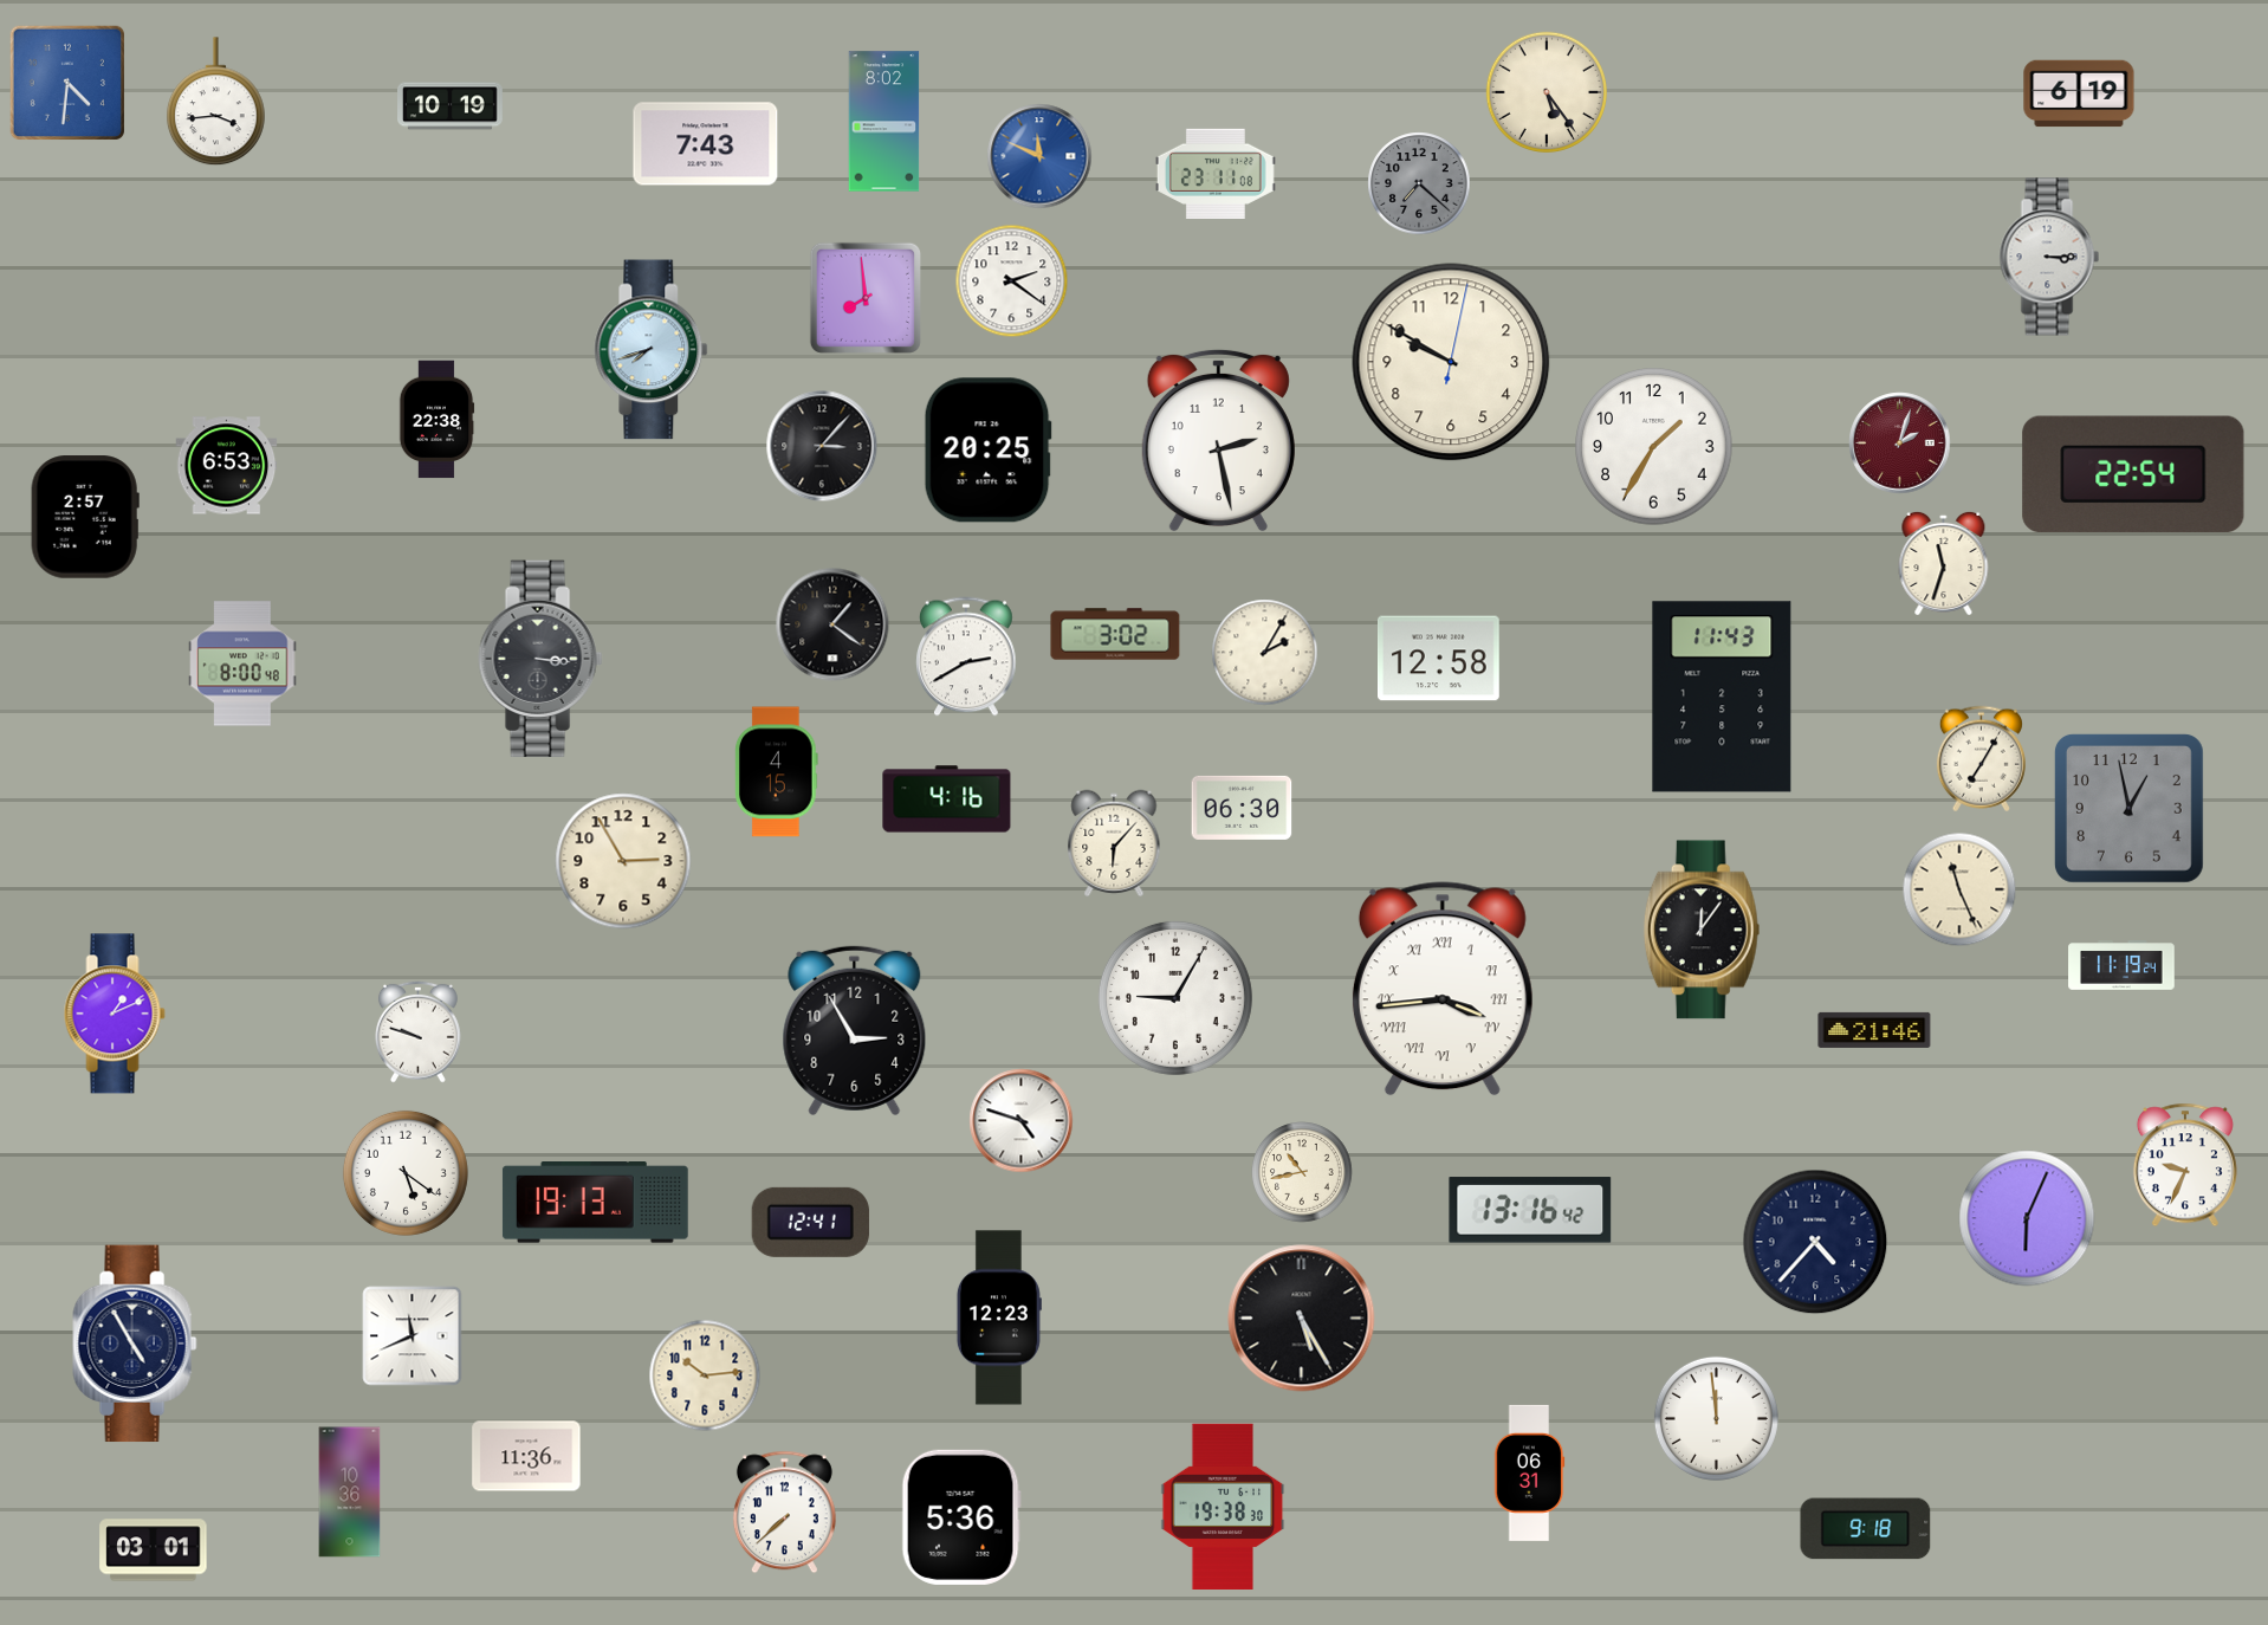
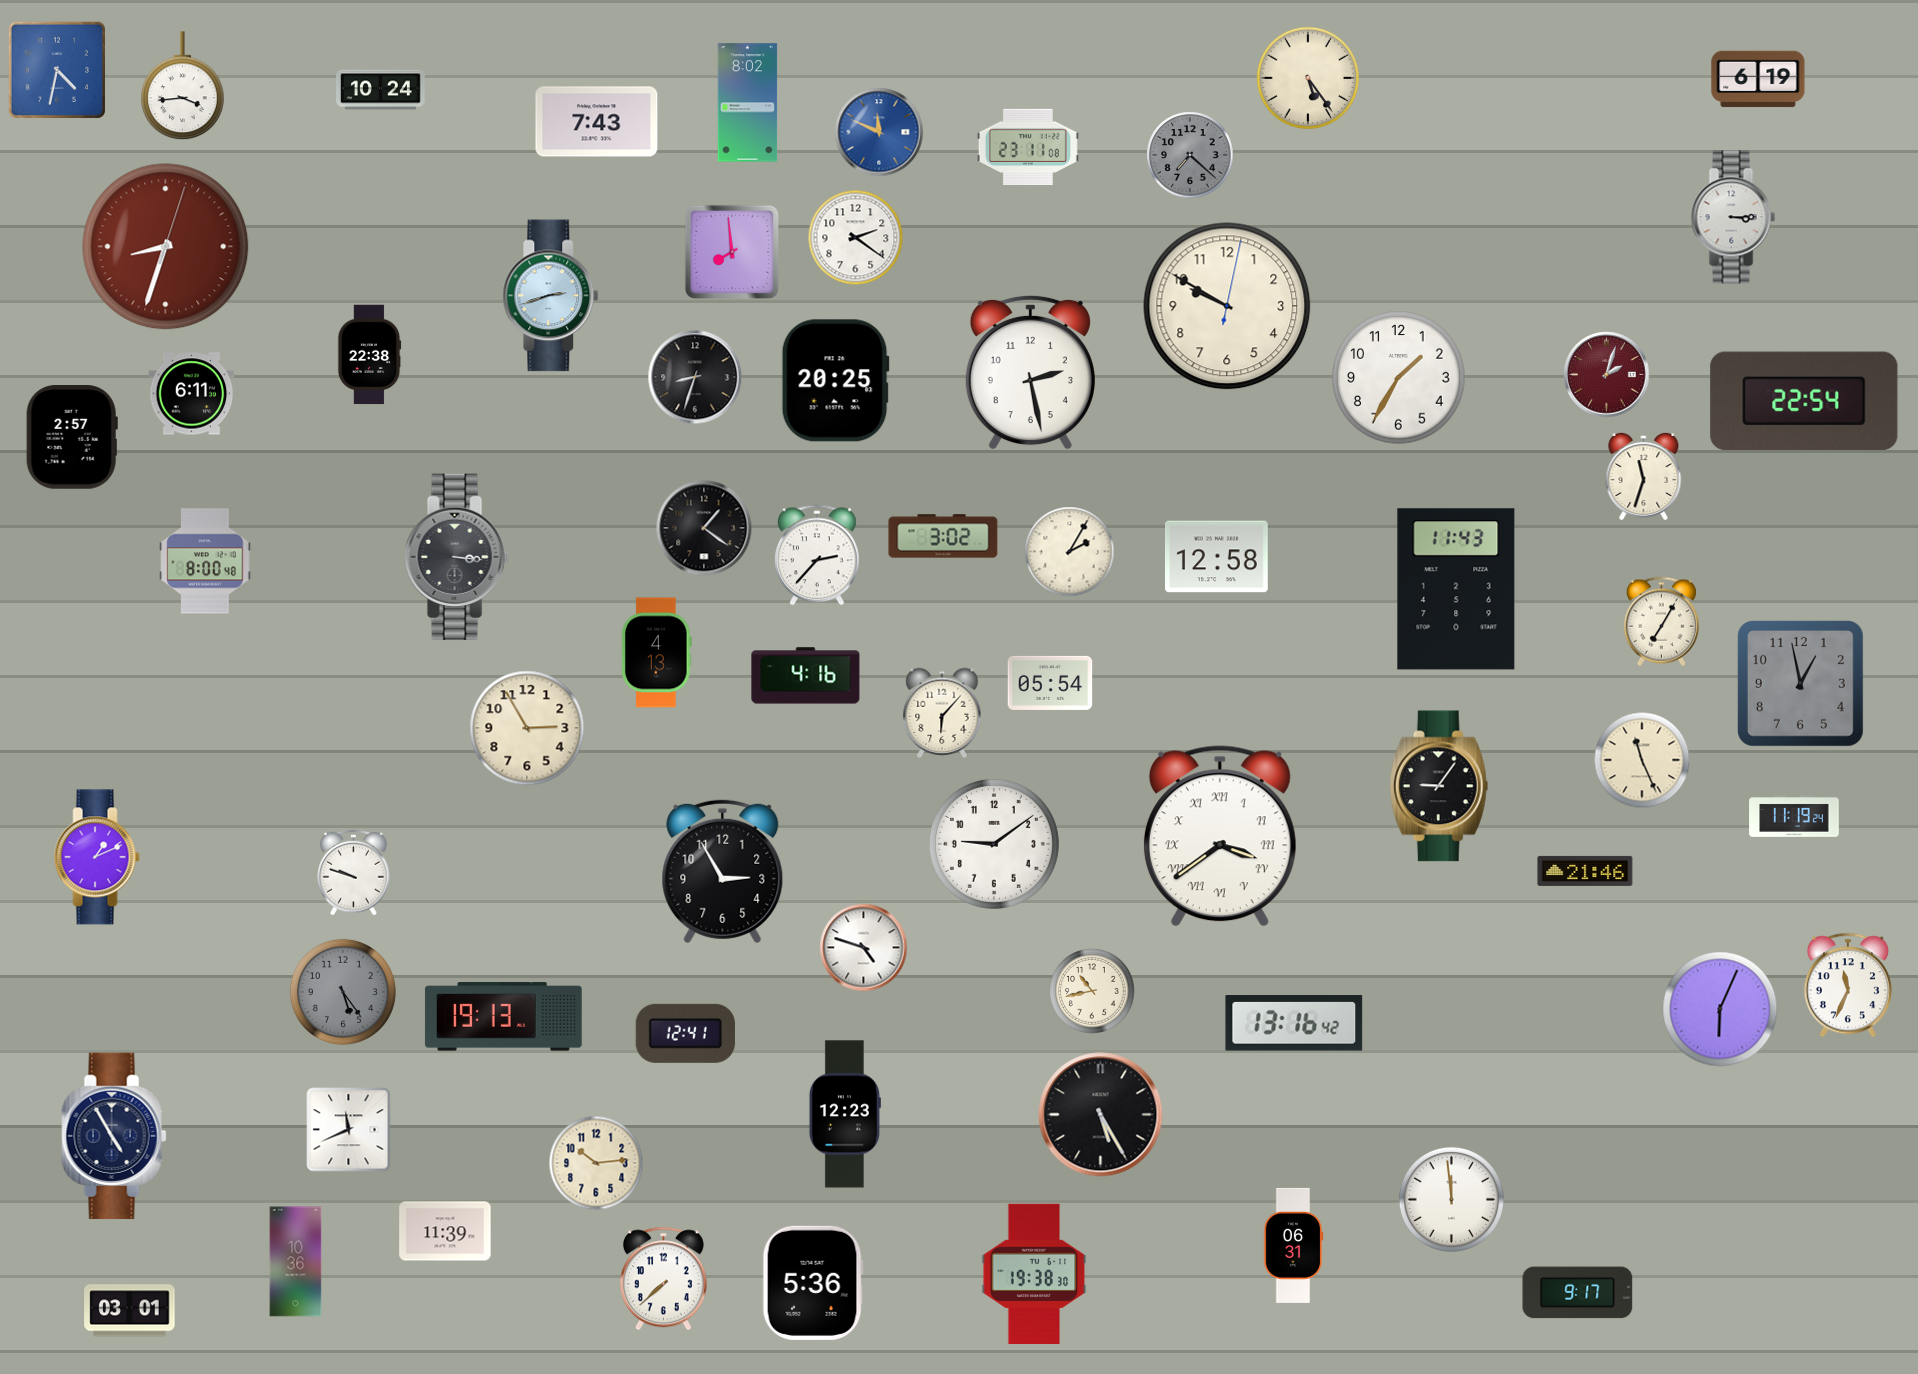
clock at (66, 82): 4:31 -> 4:32
clock at (451, 106): 10:19 -> 10:24
clock at (1419, 183) position: (1419, 183) -> (1190, 155)
clock at (166, 247): none -> 8:33
clock at (652, 350): 7:42 -> 2:42
clock at (822, 446): 3:07 -> 8:33
clock at (227, 466): 6:53 -> 6:11
clock at (966, 656): 2:40 -> 2:37
clock at (1981, 759) position: (1981, 759) -> (1661, 622)
clock at (777, 772): 4:15 -> 4:13
clock at (947, 799) position: (947, 799) -> (806, 676)
clock at (1242, 808): 06:30 -> 05:54
clock at (1959, 889) position: (1959, 889) -> (1642, 760)
clock at (1702, 930): 12:06 -> 9:06
clock at (1443, 989): 3:44 -> 3:39
clock at (1175, 998): 9:05 -> 9:09
clock at (2185, 1165): 9:34 -> 11:34
clock at (1302, 1172) position: (1302, 1172) -> (1092, 991)
clock at (406, 1173): 5:21 -> 5:24
clock at (406, 1173) dial: white -> grey
clock at (2027, 1218) position: (2027, 1218) -> (1720, 1009)
clock at (1815, 1242): 4:37 -> none
clock at (526, 1456): 11:36 -> 11:39
clock at (1866, 1529): 9:18 -> 9:17
